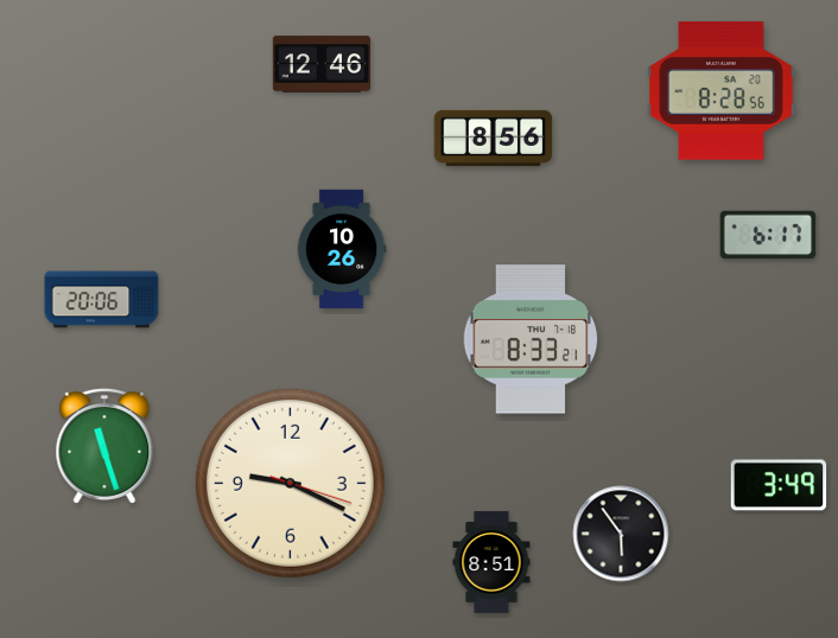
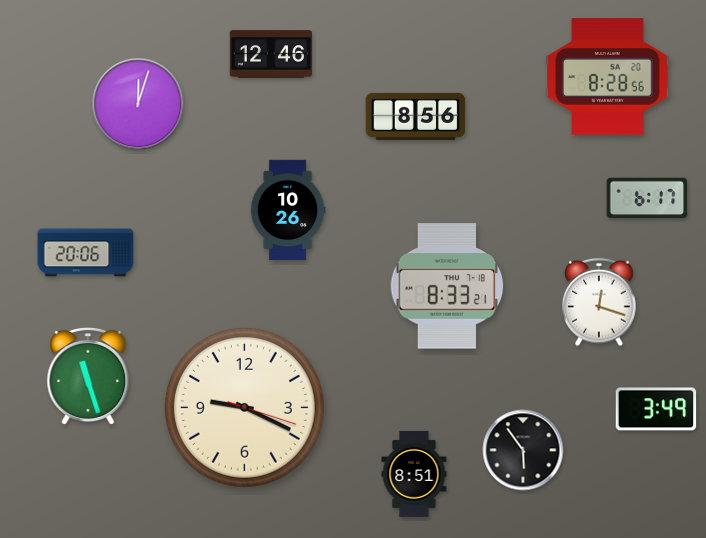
clock at (138, 104): none -> 12:03
clock at (599, 302): none -> 12:18
